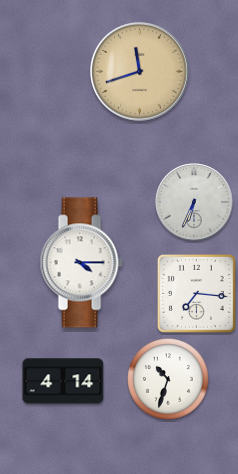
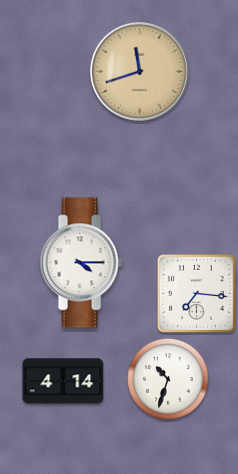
clock at (194, 202): 6:34 -> none
